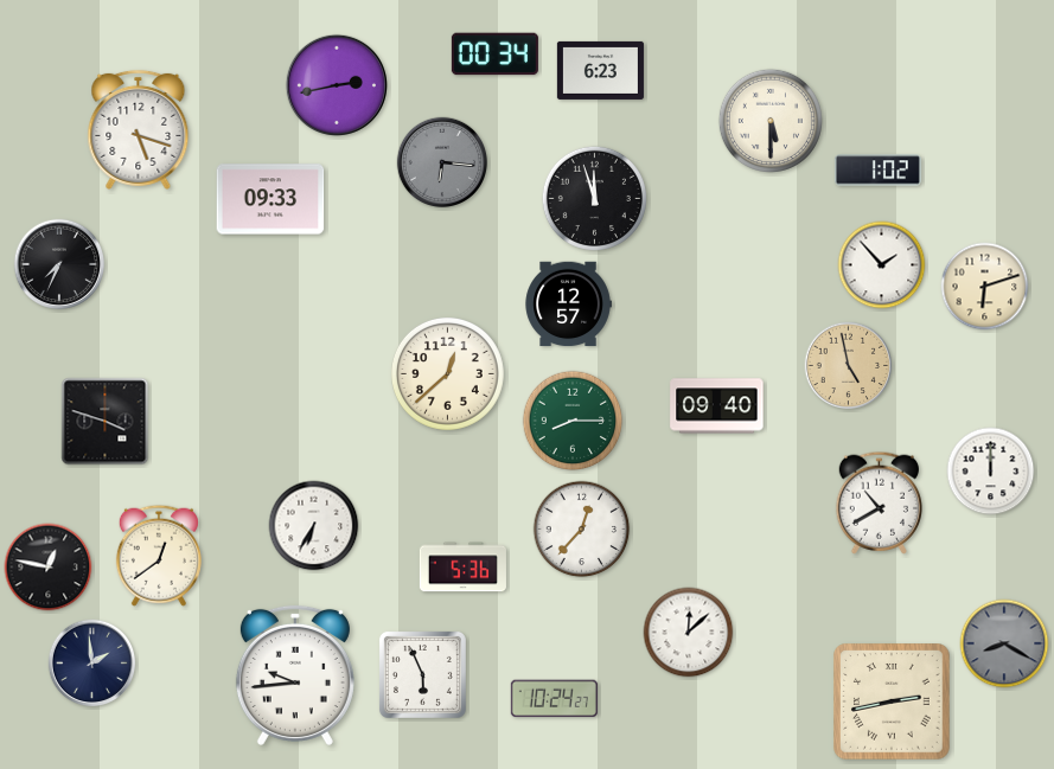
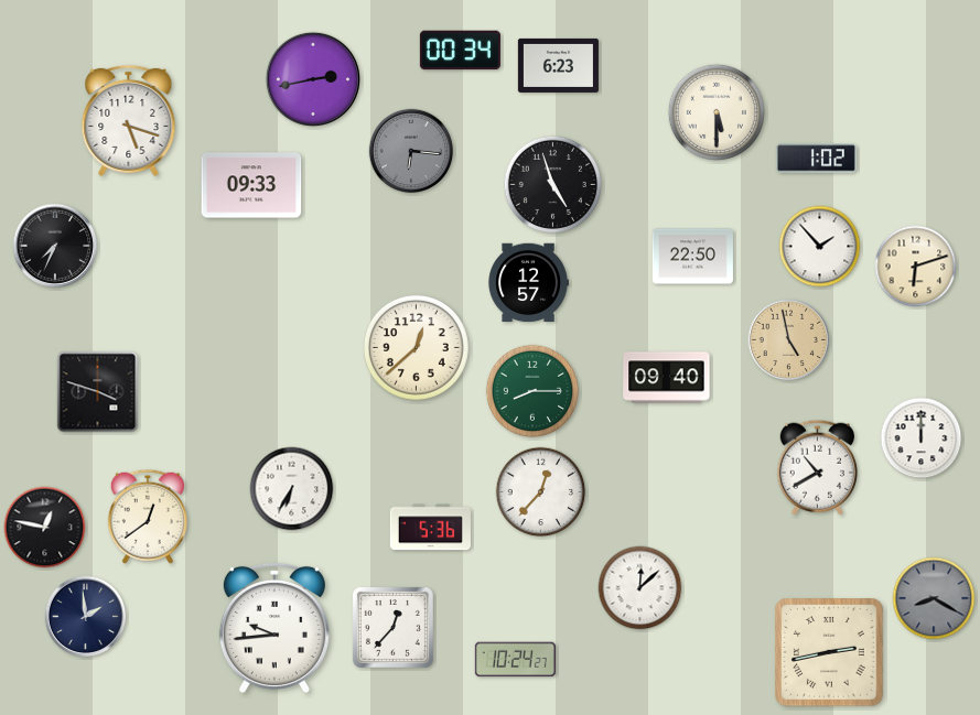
clock at (594, 198): 11:57 -> 4:57
clock at (692, 257): none -> 22:50
clock at (422, 674): 5:56 -> 12:37
clock at (554, 699) position: (554, 699) -> (515, 660)
